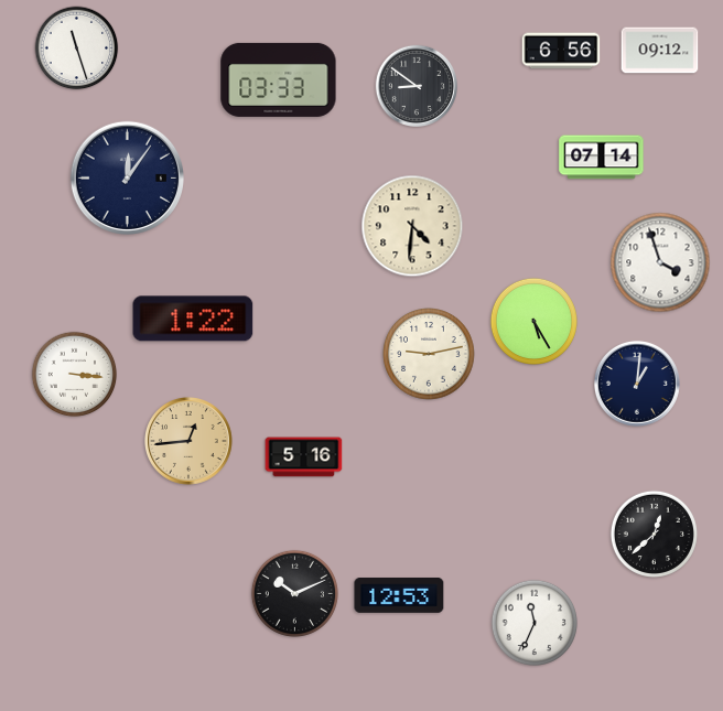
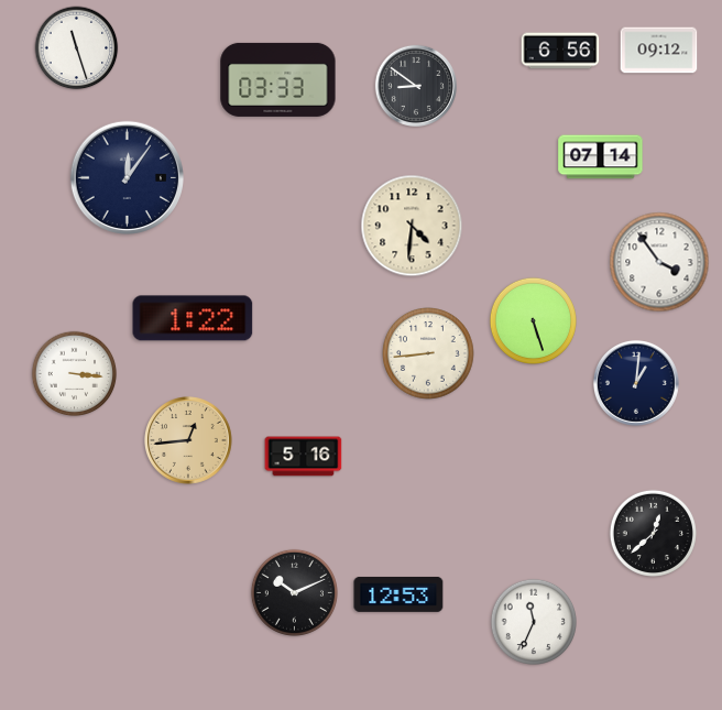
clock at (660, 262): 3:57 -> 3:54
clock at (533, 321): 5:25 -> 5:27
clock at (429, 354): 9:13 -> 8:44
